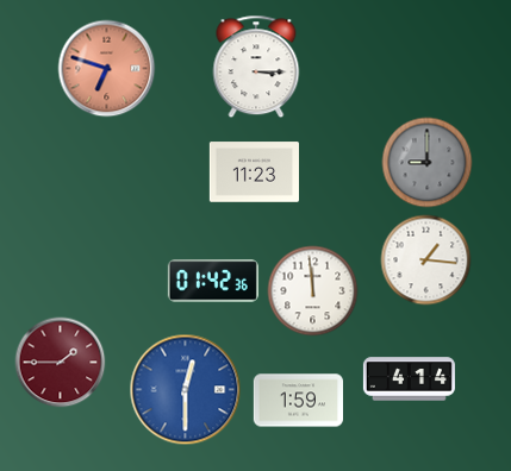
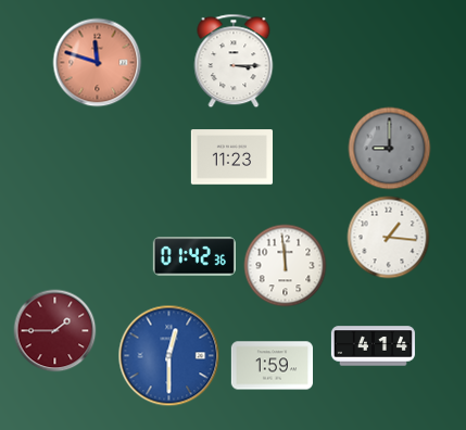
clock at (107, 69): 6:48 -> 11:48
